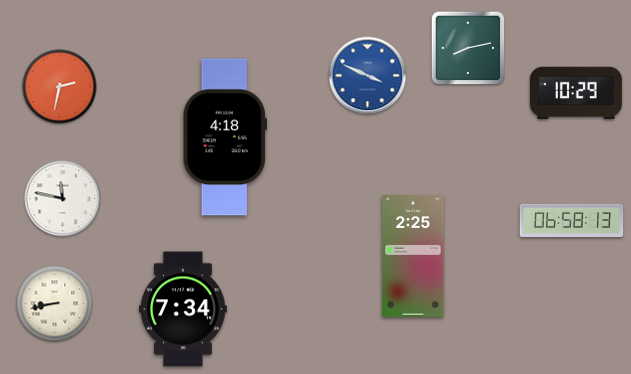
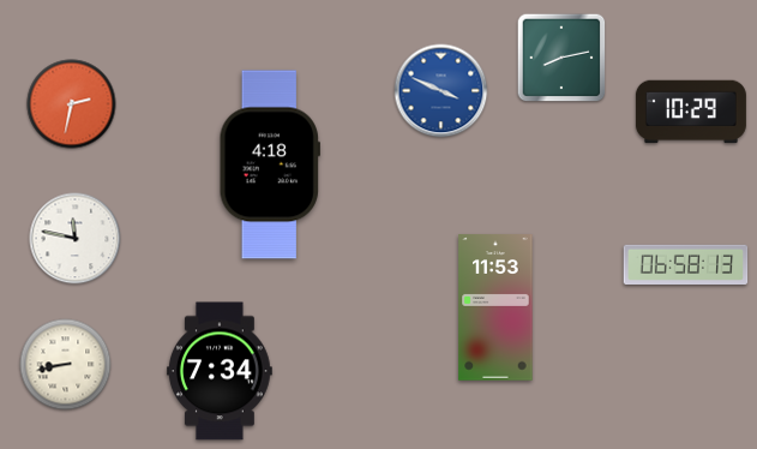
clock at (413, 256): 2:25 -> 11:53
